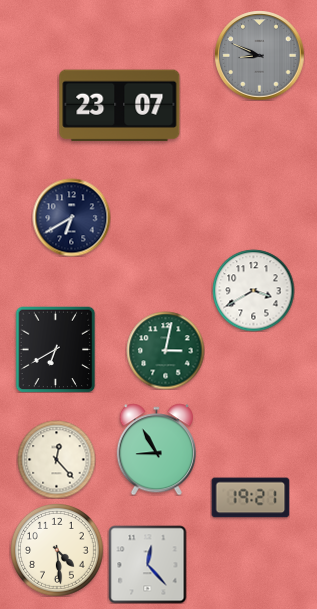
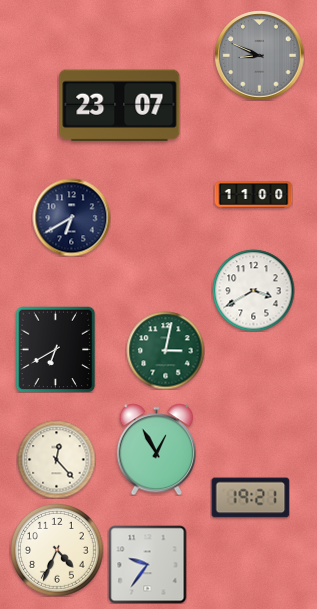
clock at (253, 195): none -> 11:00
clock at (156, 449): 8:55 -> 12:55
clock at (57, 550): 4:29 -> 4:34
clock at (147, 564): 12:23 -> 9:36
